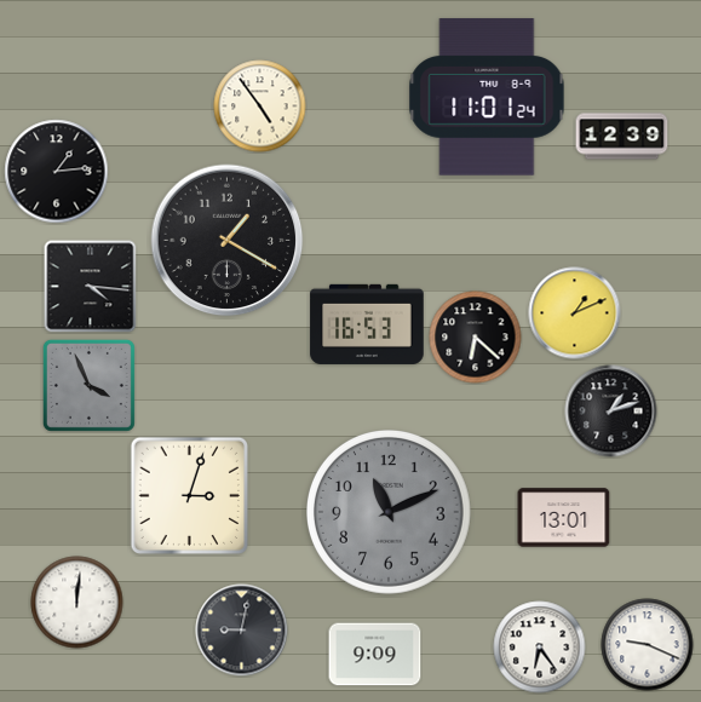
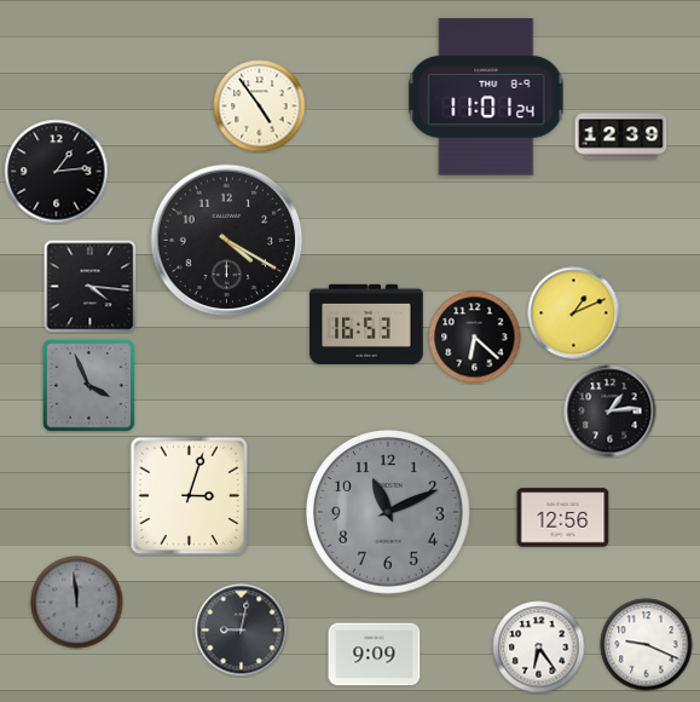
clock at (228, 241): 1:20 -> 4:20
clock at (611, 412): 1:12 -> 1:14
clock at (564, 518): 13:01 -> 12:56
clock at (77, 603): 12:01 -> 11:59
clock at (77, 603) dial: white -> grey
